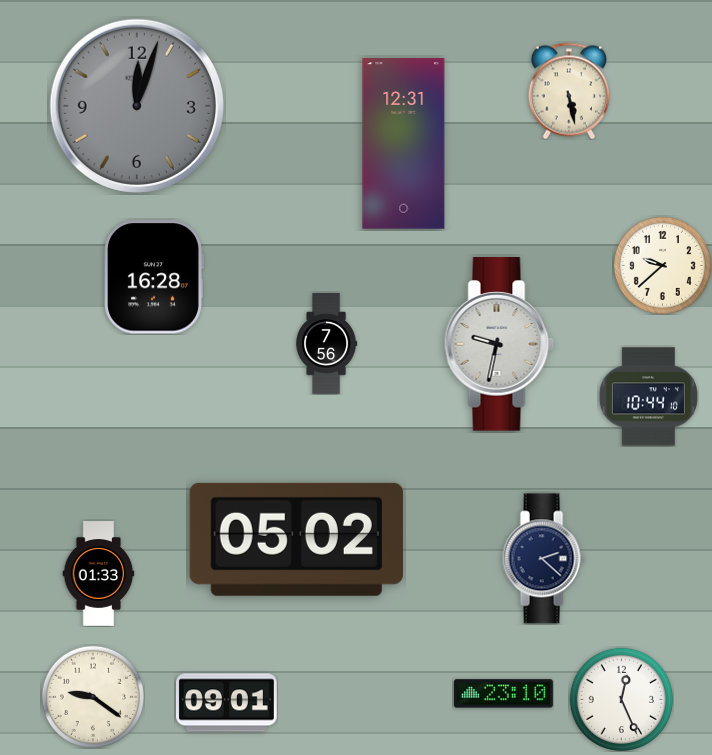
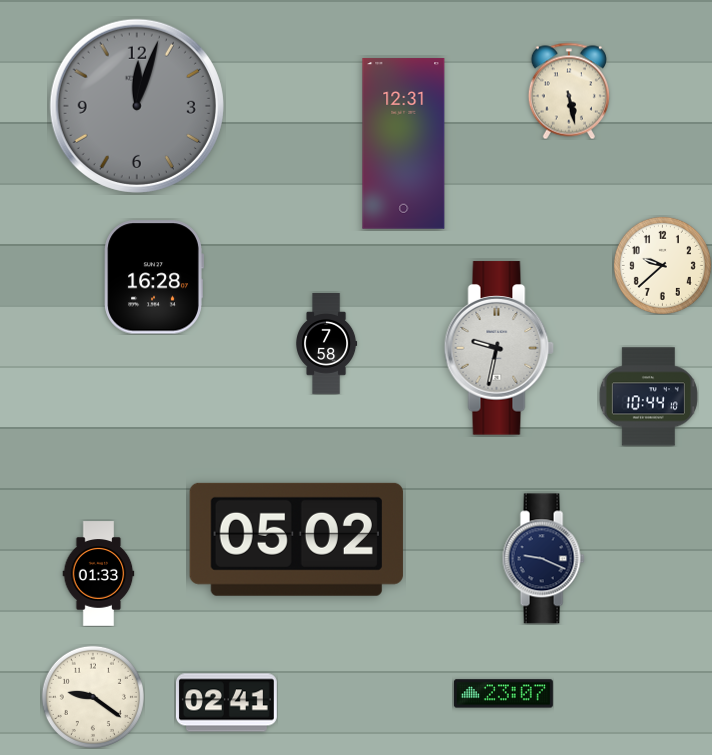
clock at (327, 344): 7:56 -> 7:58
clock at (499, 344) position: (499, 344) -> (499, 348)
clock at (543, 559): 2:22 -> 9:19
clock at (503, 694): 23:10 -> 23:07
clock at (621, 699): 12:26 -> none
clock at (226, 703): 09:01 -> 02:41
